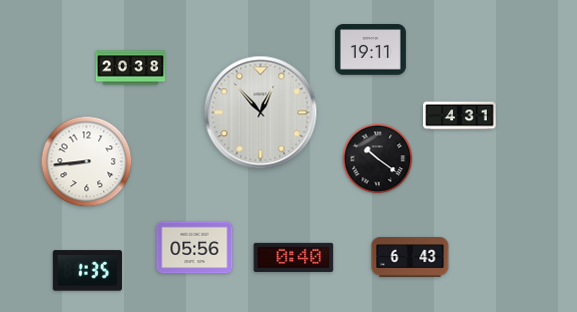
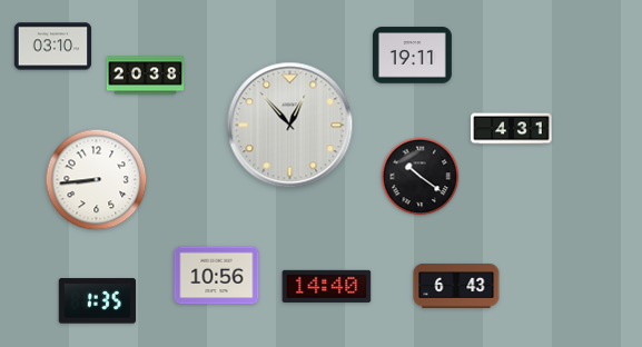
clock at (53, 47): none -> 03:10
clock at (195, 248): 05:56 -> 10:56
clock at (294, 257): 0:40 -> 14:40
